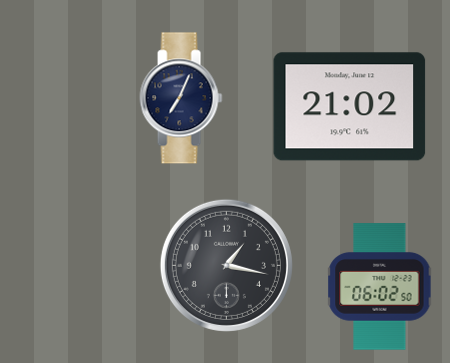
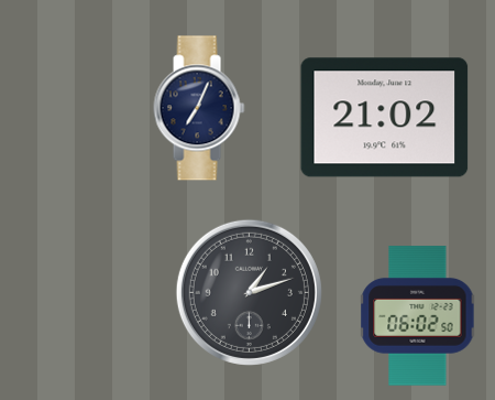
clock at (226, 265): 1:17 -> 1:12
